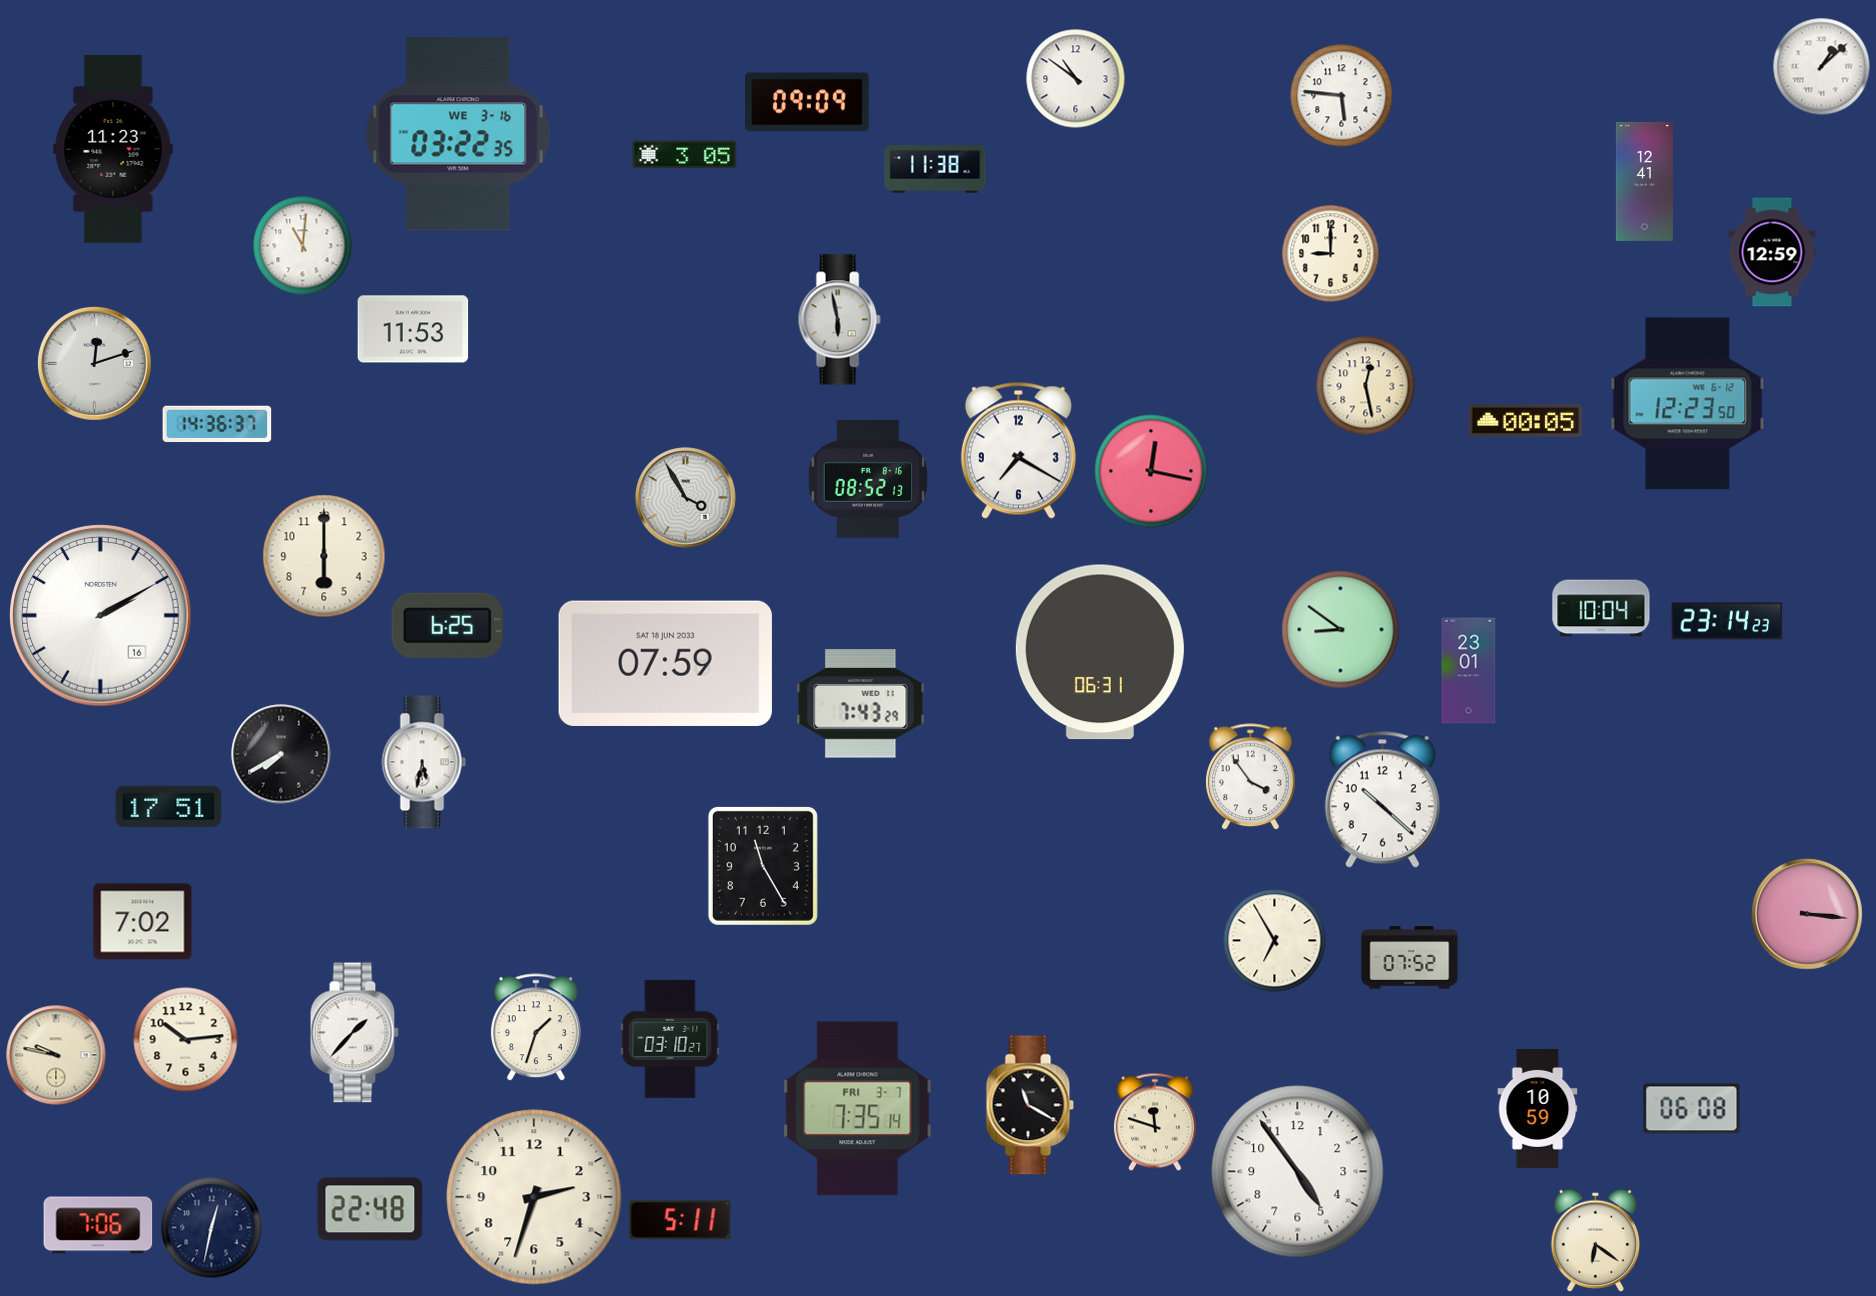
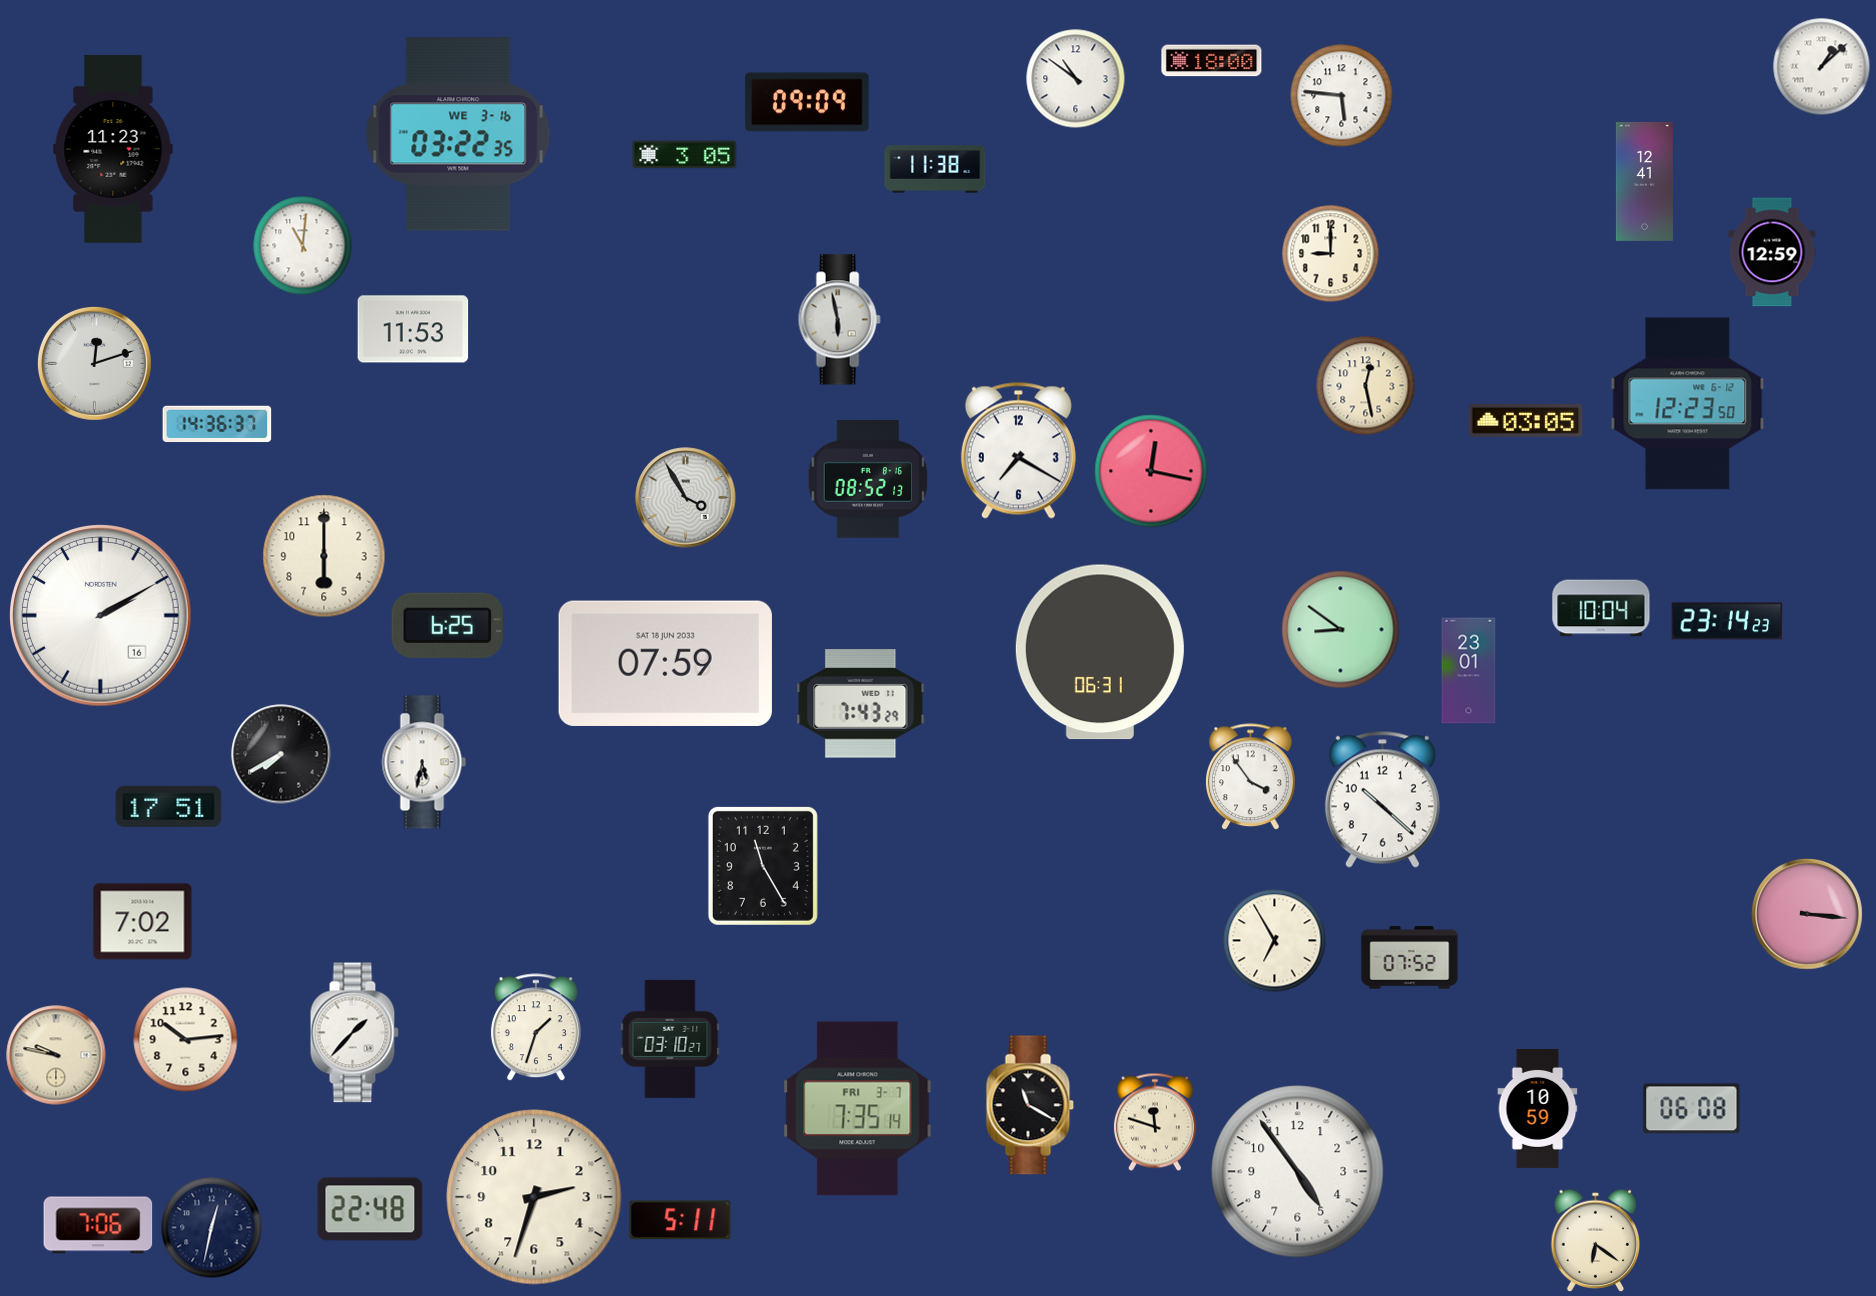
clock at (1212, 61): none -> 18:00
clock at (1526, 421): 00:05 -> 03:05
